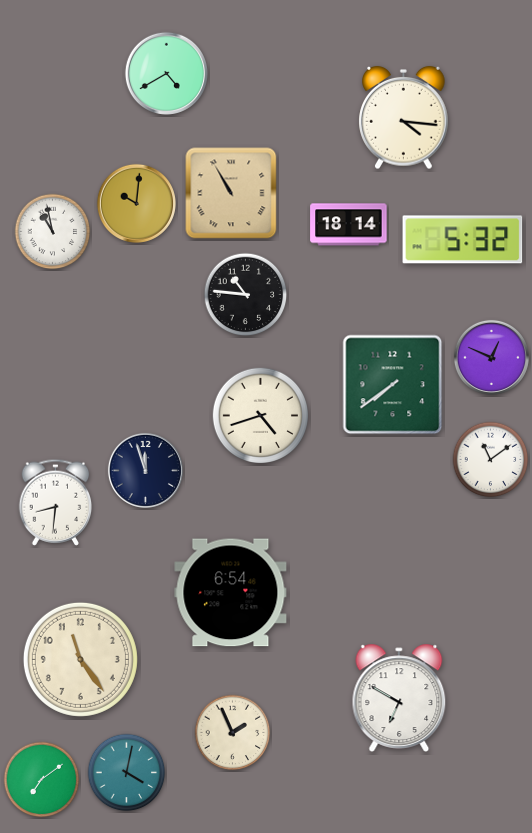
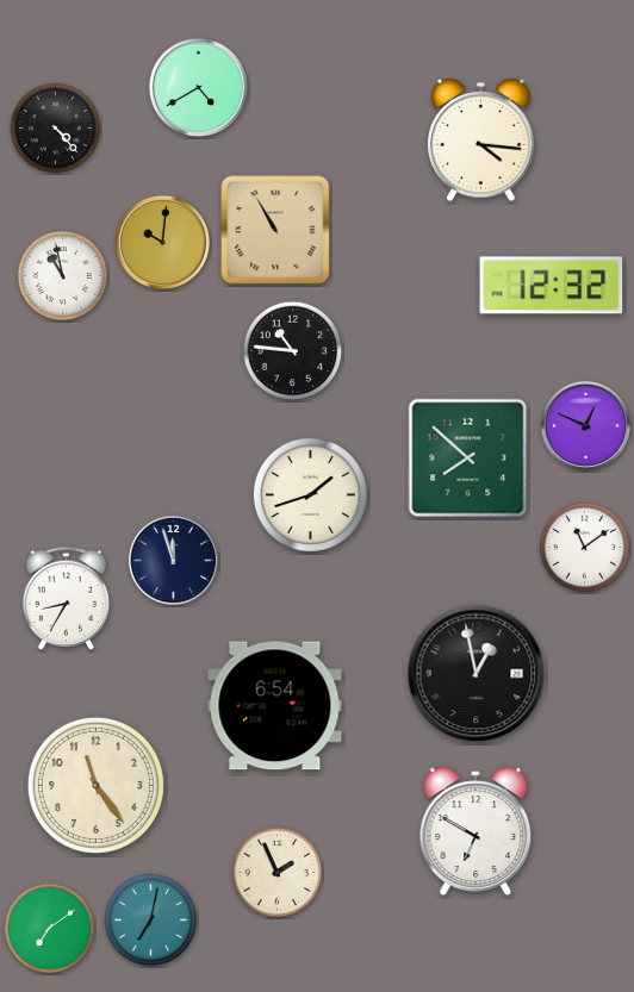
clock at (56, 129): none -> 4:23
clock at (349, 225): 18:14 -> none
clock at (463, 240): 5:32 -> 12:32
clock at (393, 385): 7:39 -> 7:52
clock at (260, 415): 4:42 -> 1:42
clock at (56, 502): 8:31 -> 8:35
clock at (477, 674): none -> 12:58
clock at (127, 773): 4:02 -> 7:02
